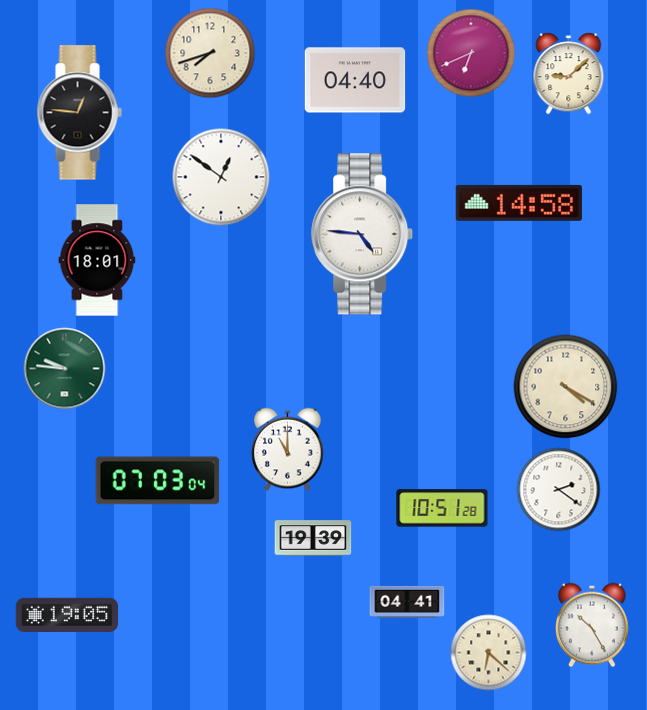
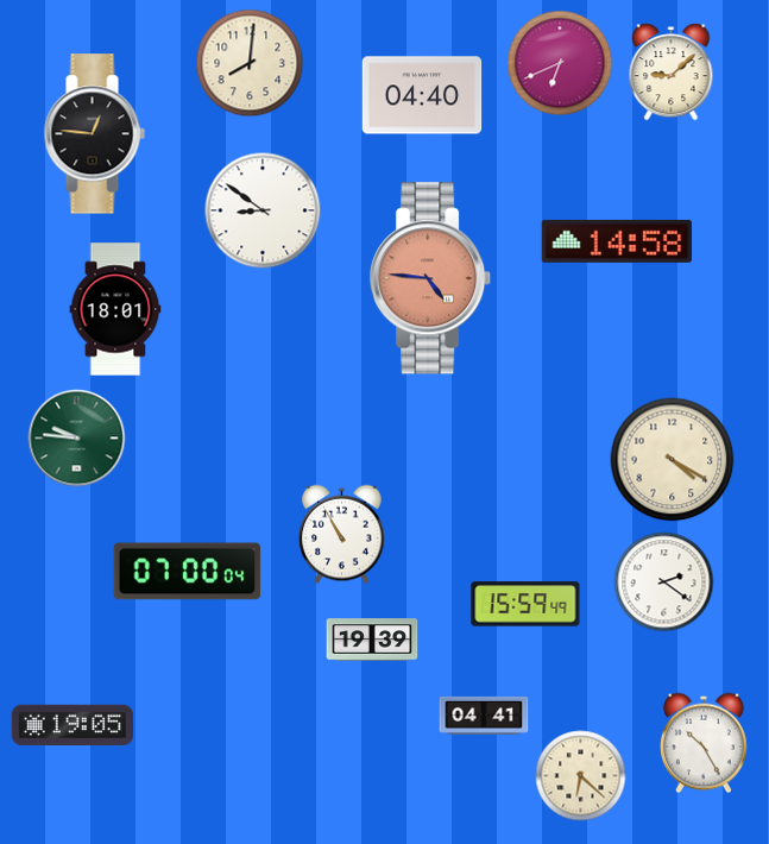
clock at (210, 53): 7:42 -> 8:01
clock at (569, 74) position: (569, 74) -> (672, 73)
clock at (221, 177): 12:51 -> 8:51
clock at (363, 234) dial: white -> salmon
clock at (288, 450): 11:00 -> 10:55
clock at (158, 481): 07:03 -> 07:00
clock at (442, 508): 10:51 -> 15:59
clock at (67, 615) position: (67, 615) -> (73, 725)
